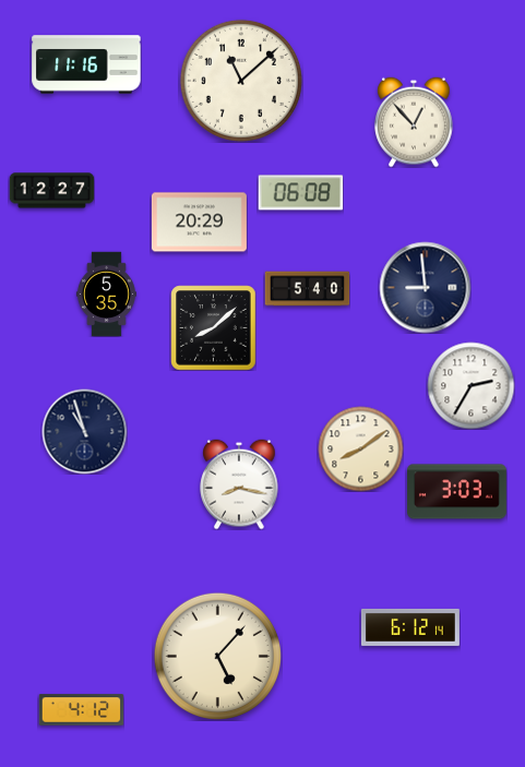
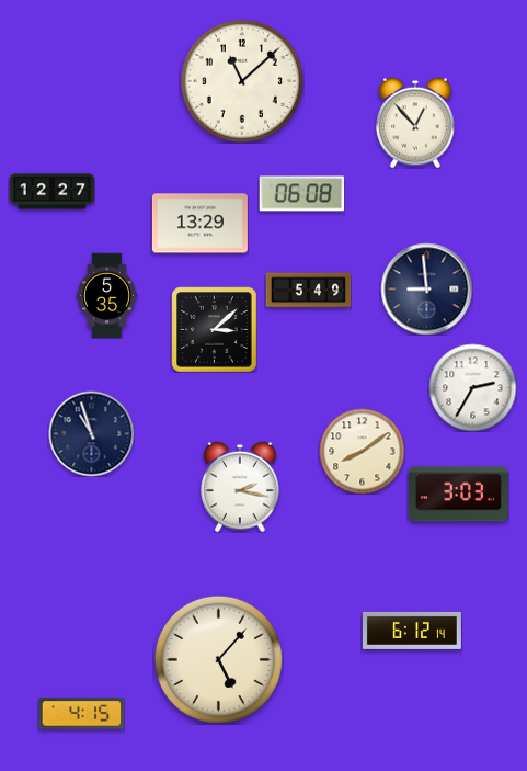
clock at (86, 64): 11:16 -> none
clock at (199, 223): 20:29 -> 13:29
clock at (307, 289): 5:40 -> 5:49
clock at (213, 327): 8:08 -> 3:08
clock at (84, 431) position: (84, 431) -> (91, 433)
clock at (239, 484): 8:17 -> 2:17
clock at (81, 710): 4:12 -> 4:15
